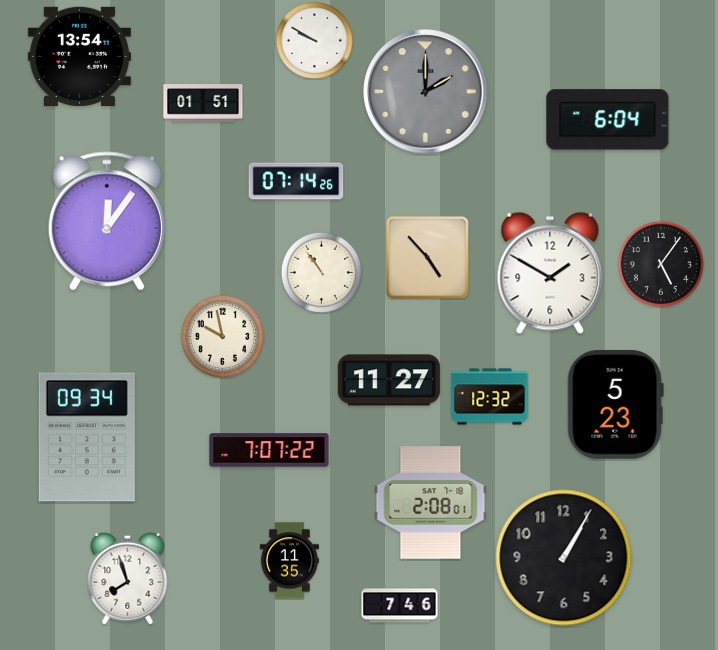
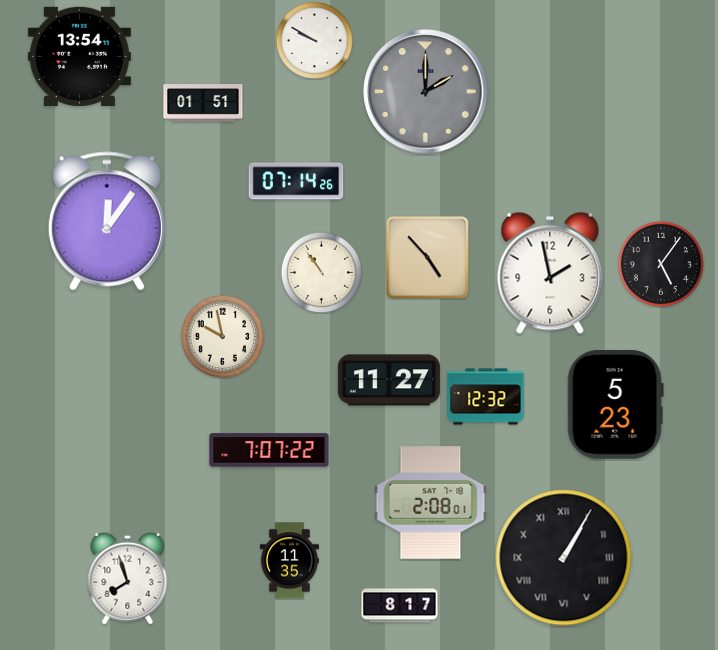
clock at (608, 120): 6:04 -> none
clock at (550, 273): 1:50 -> 1:58
clock at (490, 397) position: (490, 397) -> (486, 397)
clock at (87, 437): 09:34 -> none
clock at (564, 558) numerals: Arabic -> Roman
clock at (400, 606): 7:46 -> 8:17
